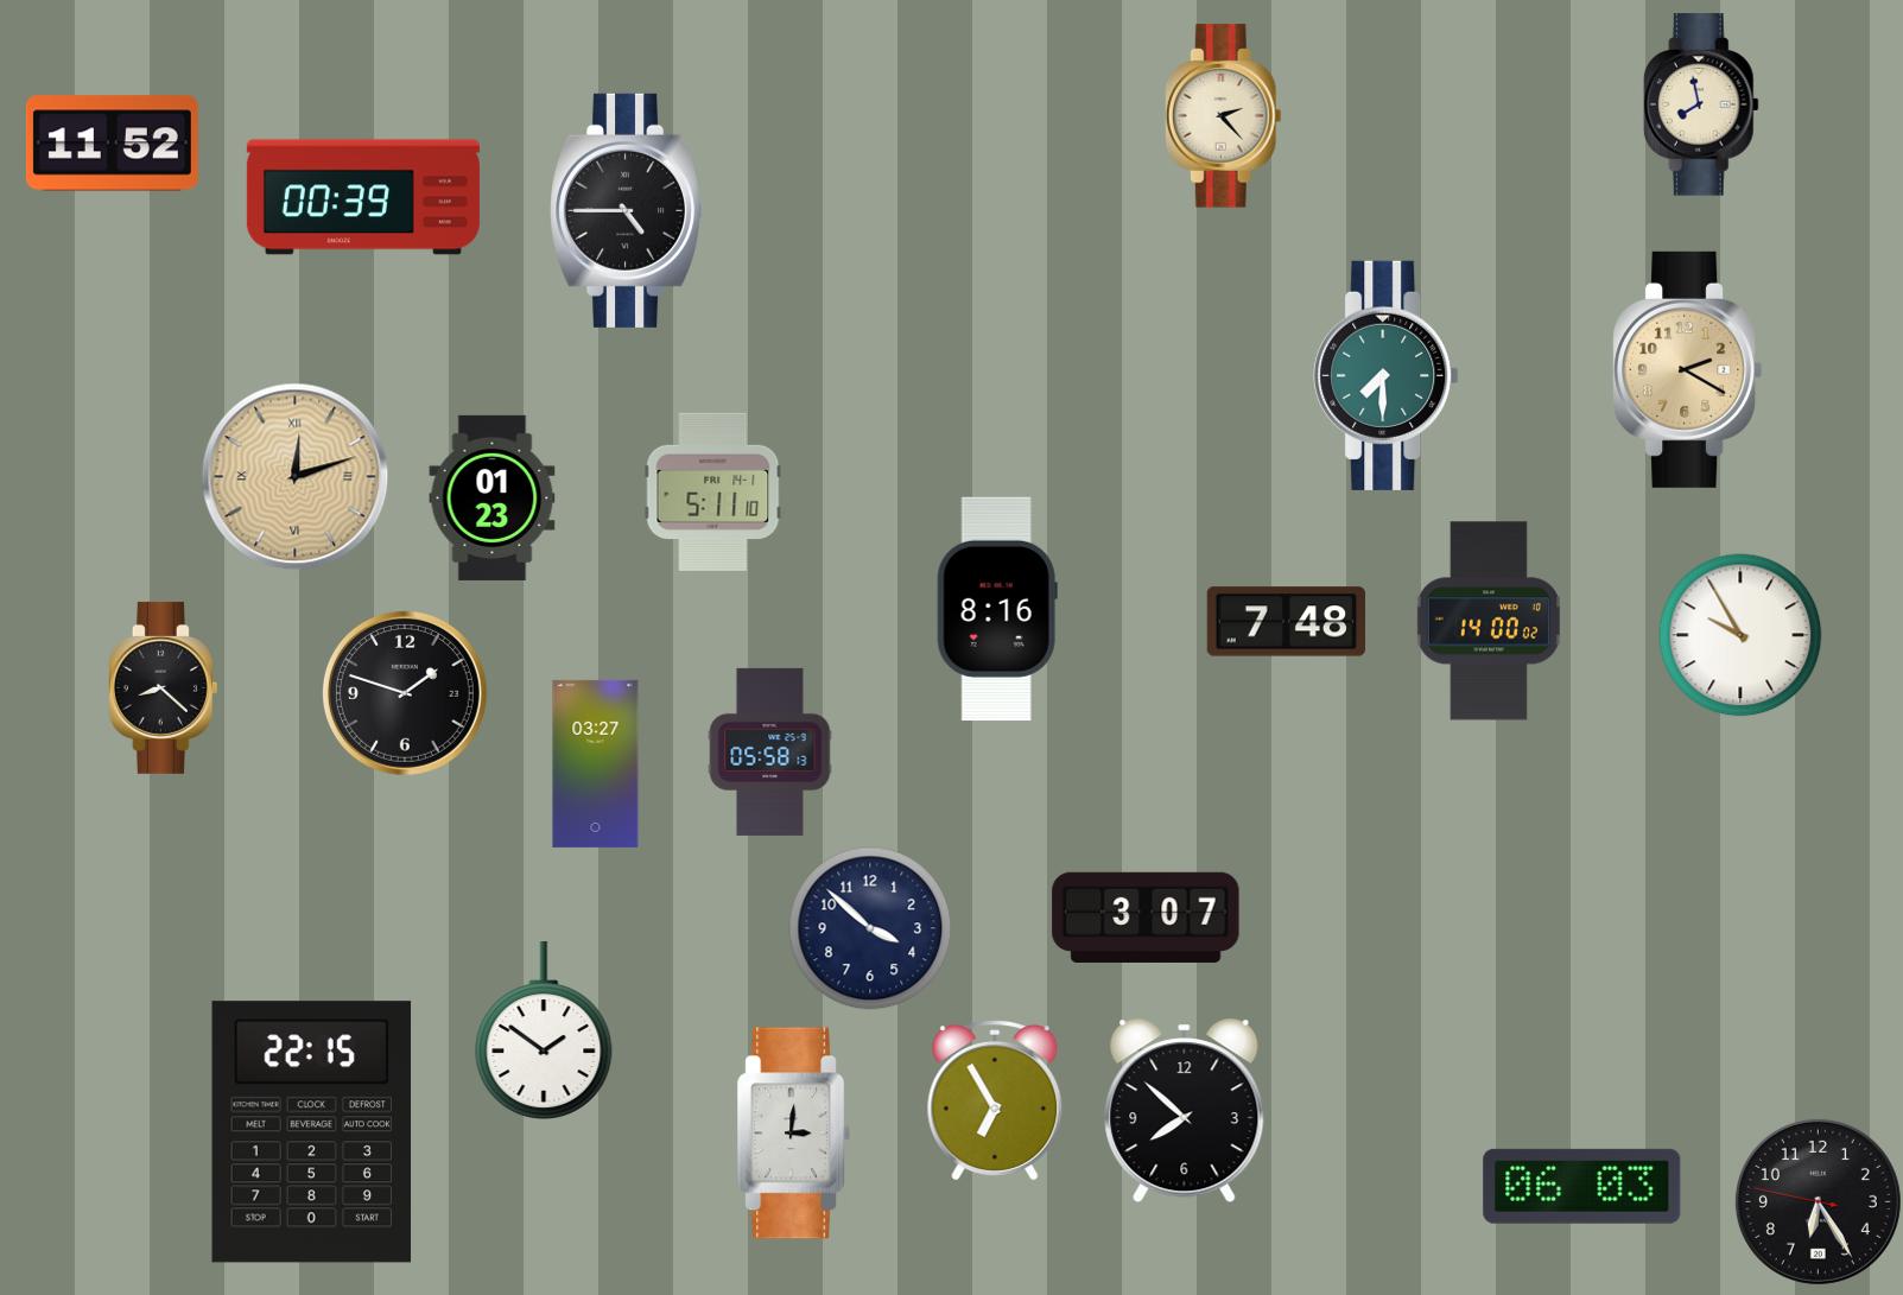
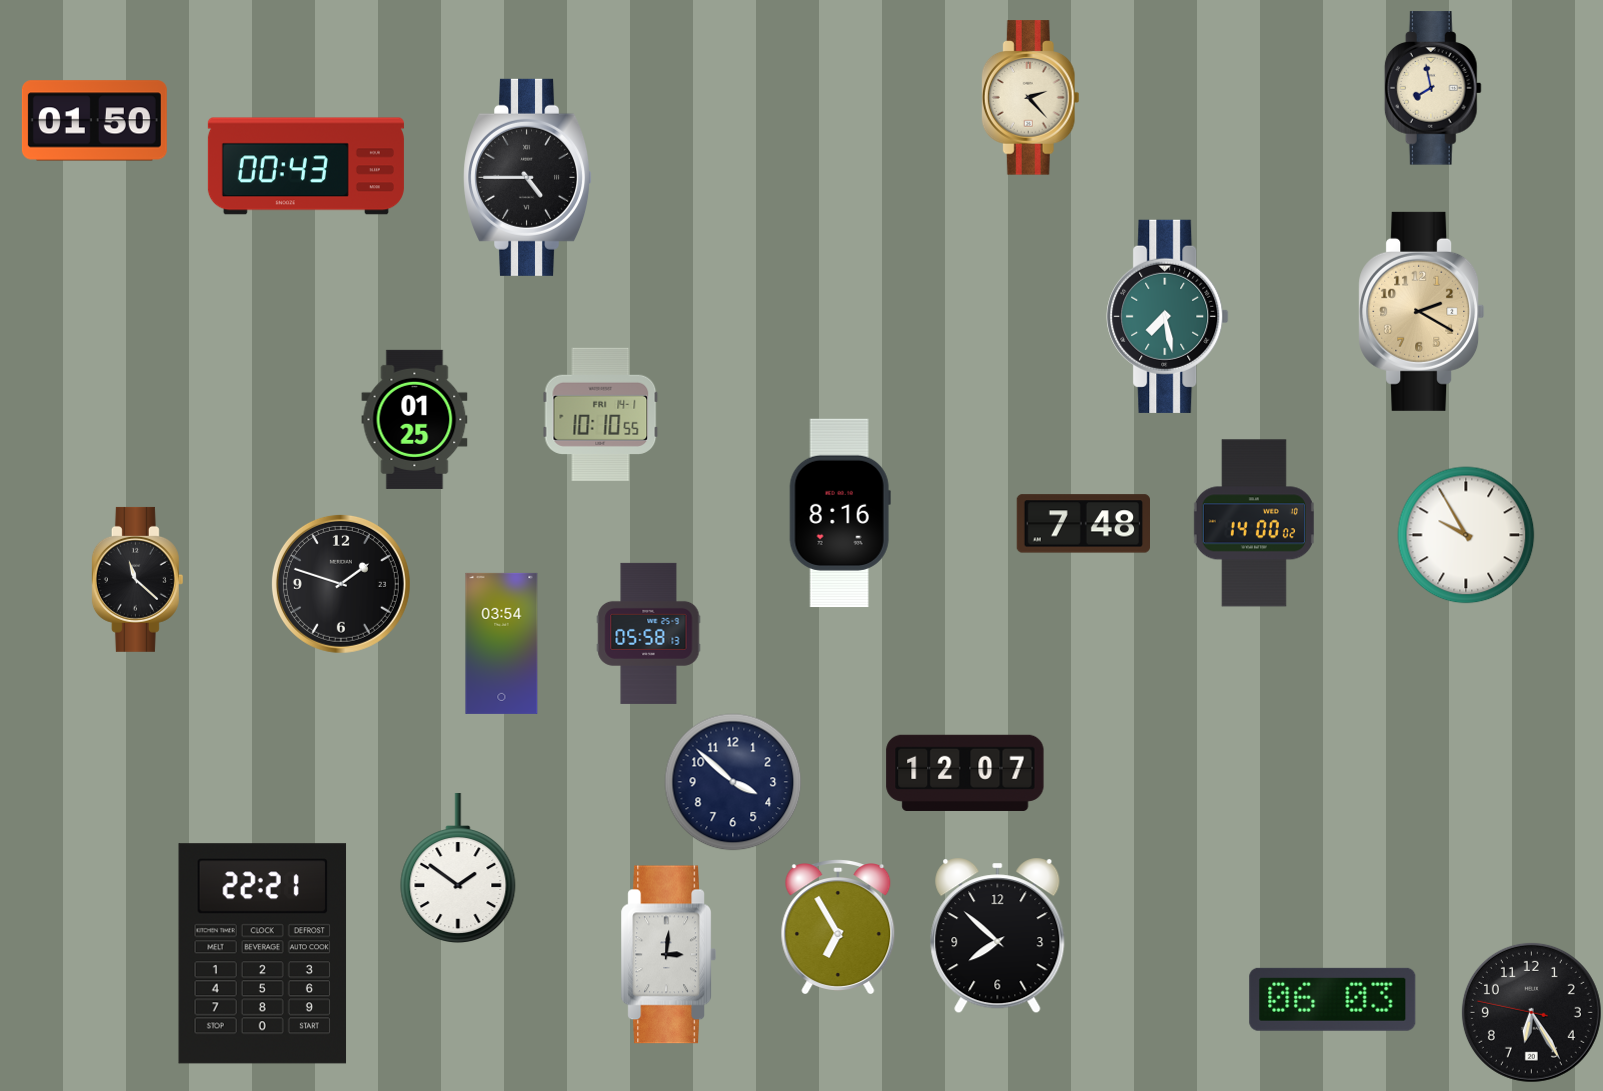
clock at (112, 144): 11:52 -> 01:50
clock at (363, 197): 00:39 -> 00:43
clock at (1387, 375): 7:30 -> 7:28
clock at (296, 477): 12:12 -> none
clock at (713, 491): 5:11 -> 10:10
clock at (493, 497): 01:23 -> 01:25
clock at (163, 687): 8:22 -> 11:22
clock at (596, 763): 03:27 -> 03:54
clock at (1146, 918): 3:07 -> 12:07
clock at (312, 1132): 22:15 -> 22:21
